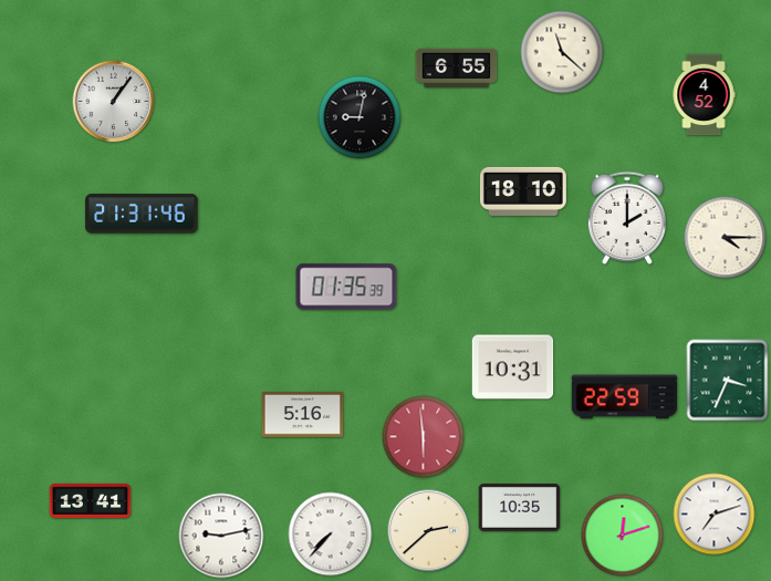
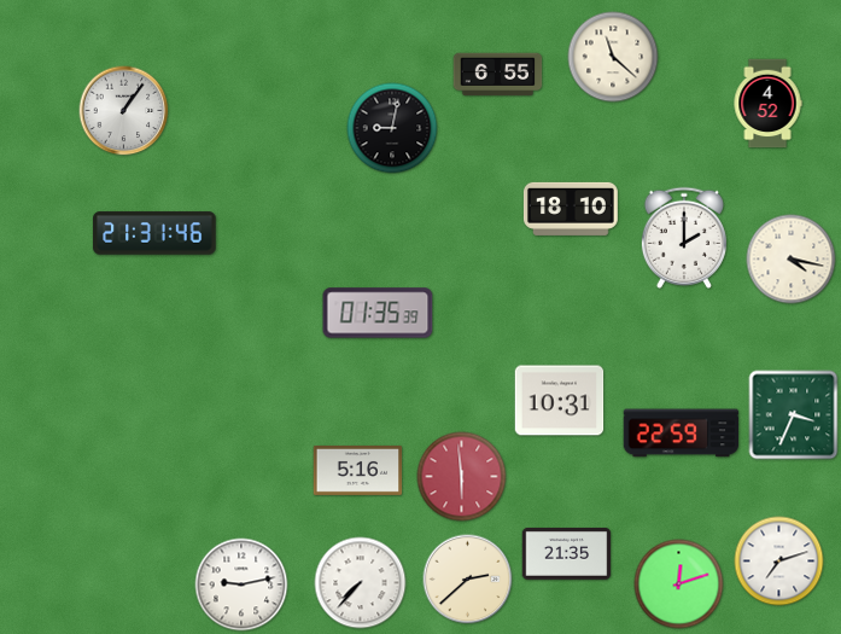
clock at (726, 238): 4:15 -> 4:17
clock at (303, 414) position: (303, 414) -> (358, 470)
clock at (91, 500): 13:41 -> none
clock at (520, 507): 10:35 -> 21:35
